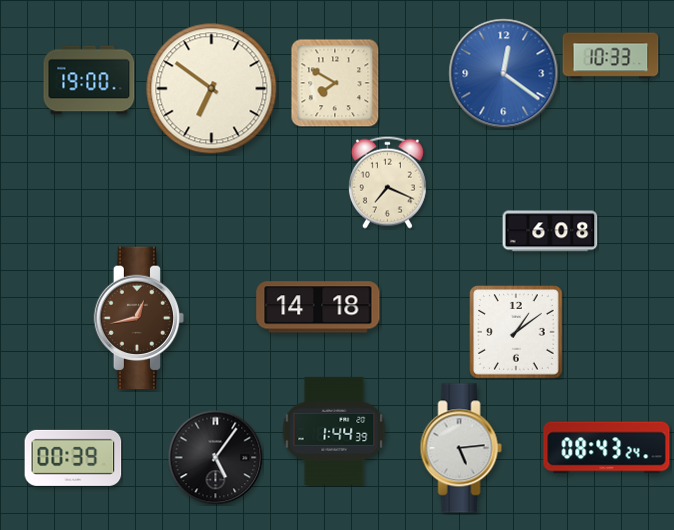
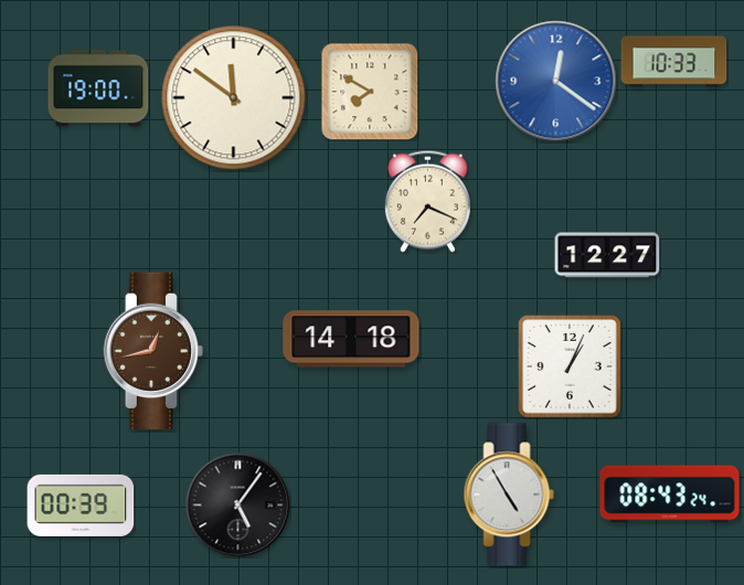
clock at (212, 89): 6:51 -> 11:51
clock at (550, 231): 6:08 -> 12:27
clock at (516, 332): 1:09 -> 1:04
clock at (334, 431): 1:44 -> none
clock at (461, 448): 5:14 -> 4:55
